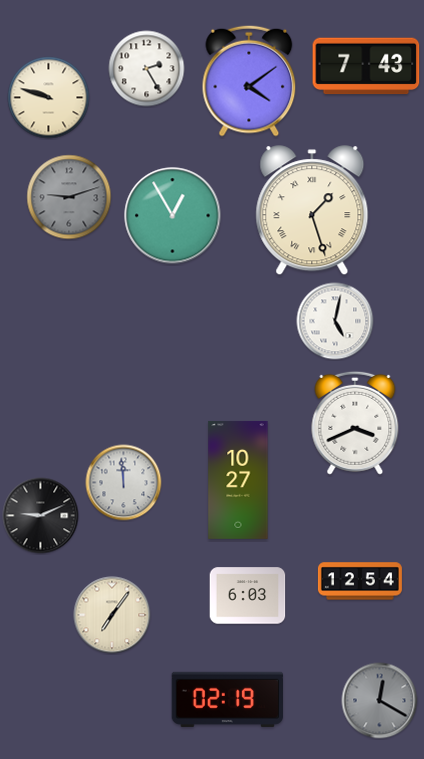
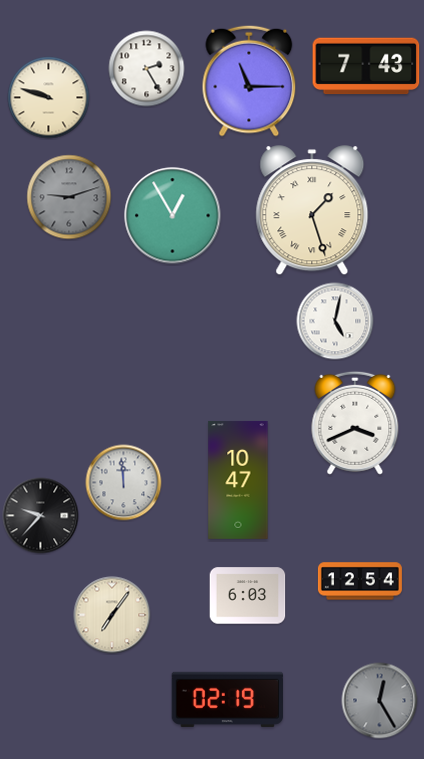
clock at (249, 81): 4:09 -> 11:15
clock at (238, 480): 10:27 -> 10:47
clock at (41, 516): 9:11 -> 9:37
clock at (380, 701): 12:20 -> 12:25
